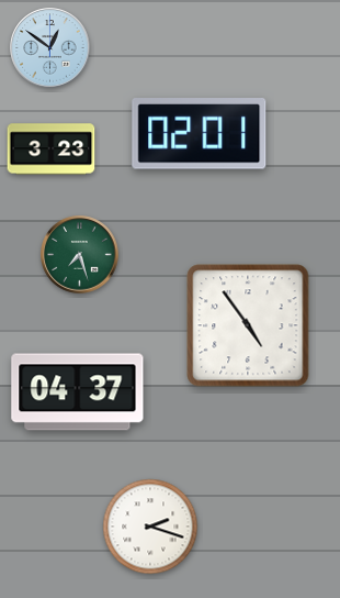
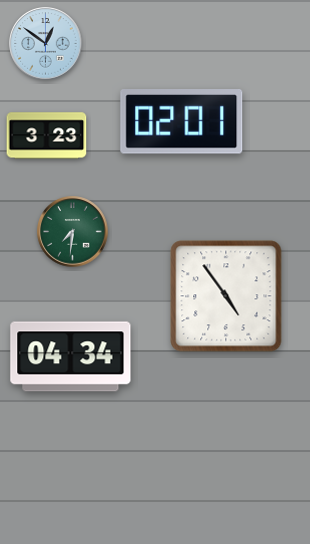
clock at (80, 255): 7:27 -> 7:31
clock at (78, 392): 04:37 -> 04:34
clock at (150, 527): 2:18 -> none
